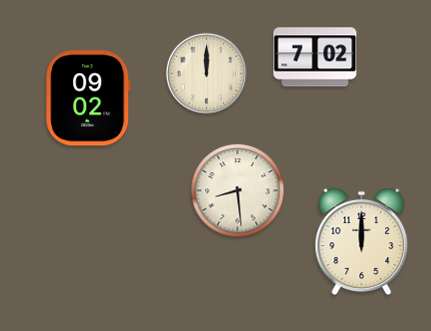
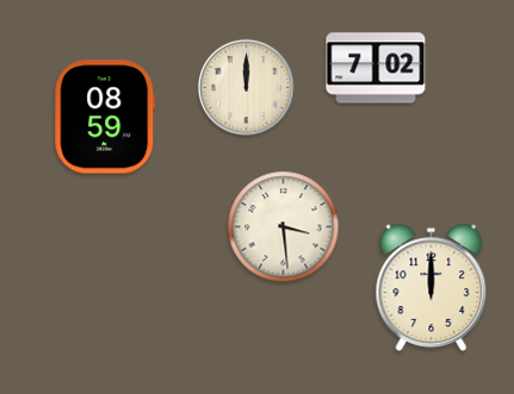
clock at (88, 98): 09:02 -> 08:59
clock at (238, 191): 8:29 -> 3:29
